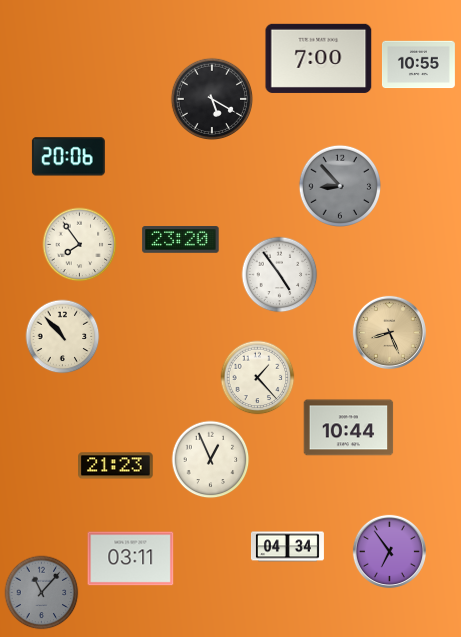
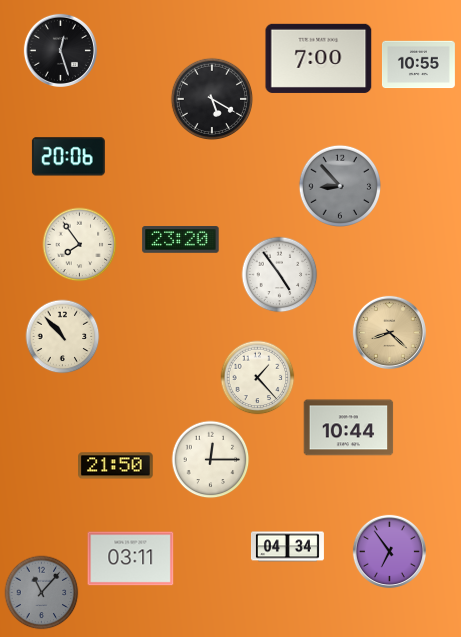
clock at (60, 50): none -> 12:27
clock at (389, 332): 8:26 -> 8:22
clock at (211, 460): 12:56 -> 12:15
clock at (116, 466): 21:23 -> 21:50
